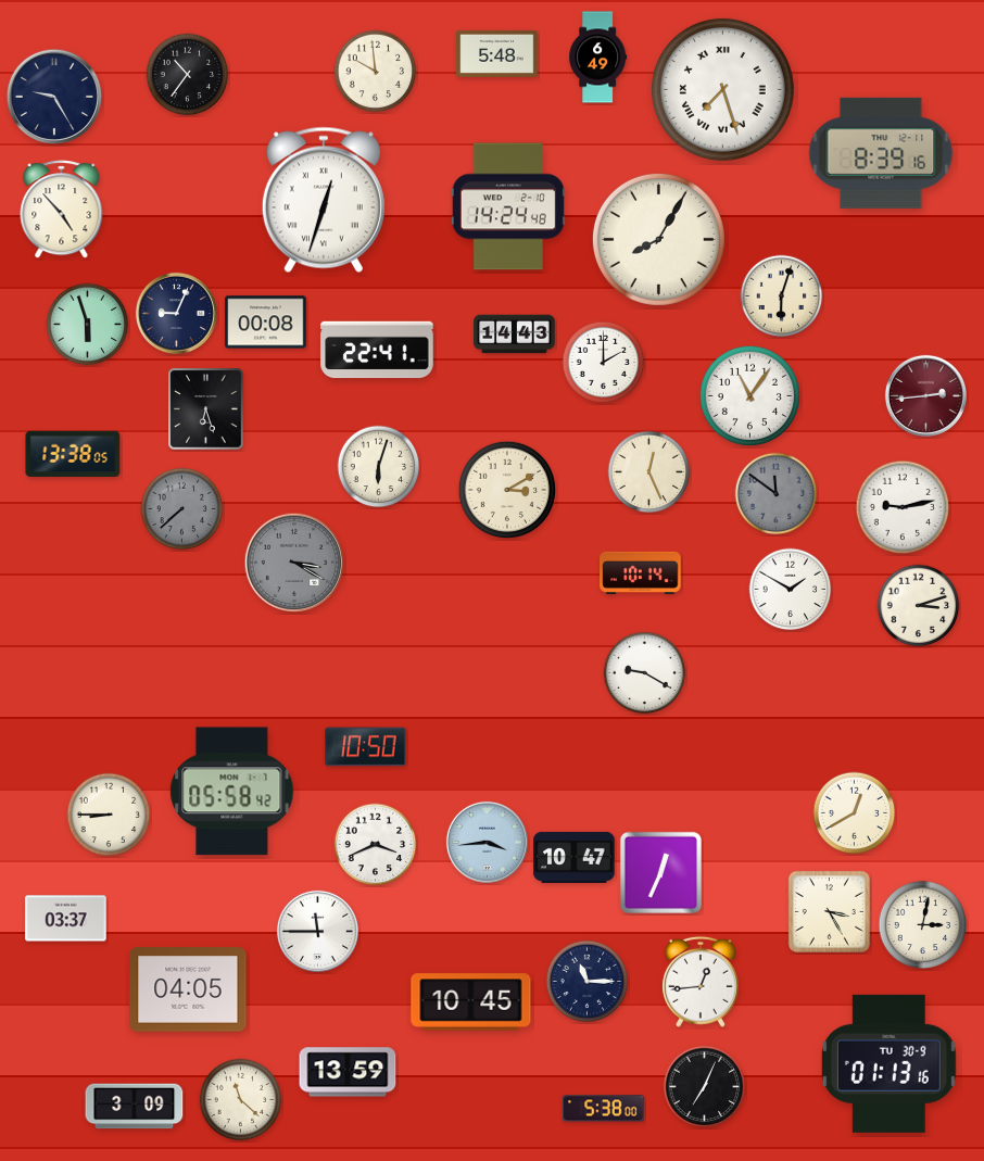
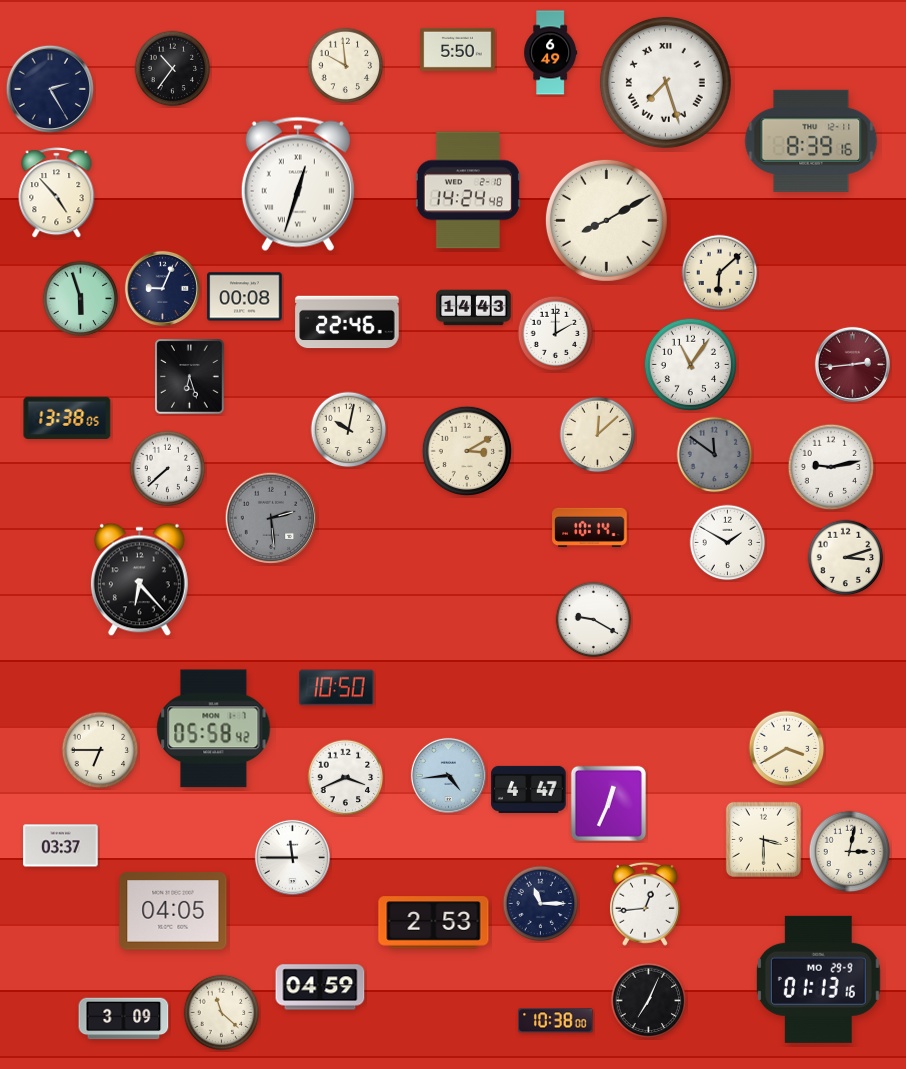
clock at (497, 53): 5:48 -> 5:50
clock at (53, 96): 9:25 -> 2:25
clock at (658, 239): 8:05 -> 8:10
clock at (782, 296): 6:03 -> 6:08
clock at (377, 350): 22:41 -> 22:46
clock at (379, 467): 6:03 -> 10:02
clock at (649, 472): 12:26 -> 12:08
clock at (182, 509) dial: grey -> white
clock at (293, 563): 3:20 -> 2:29
clock at (139, 580): none -> 6:23
clock at (855, 813): 12:40 -> 3:40
clock at (109, 815): 8:45 -> 6:45
clock at (487, 842): 3:44 -> 4:44
clock at (575, 857): 10:47 -> 4:47
clock at (829, 911): 3:25 -> 3:30
clock at (471, 1002): 10:45 -> 2:53
clock at (888, 1063) date: TU 30-9 -> MO 29-9
clock at (348, 1072): 13:59 -> 04:59
clock at (604, 1109): 5:38 -> 10:38
